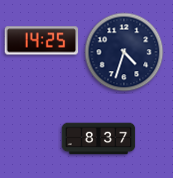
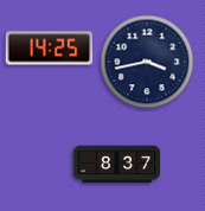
clock at (124, 52): 4:33 -> 3:43
